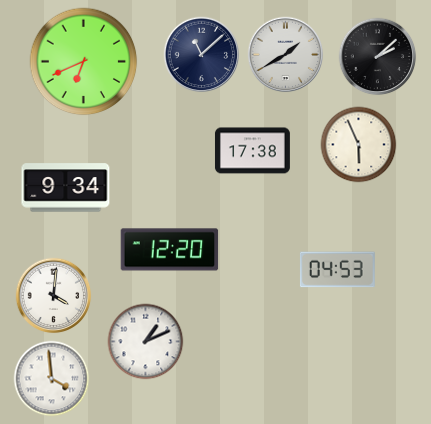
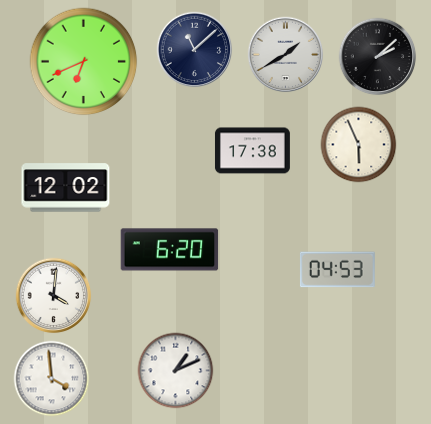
clock at (202, 55) position: (202, 55) -> (195, 50)
clock at (66, 188): 9:34 -> 12:02
clock at (170, 250): 12:20 -> 6:20
clock at (146, 342) position: (146, 342) -> (176, 371)
